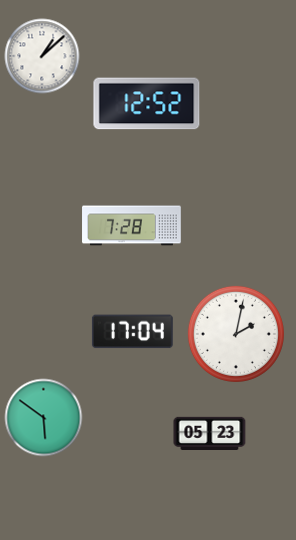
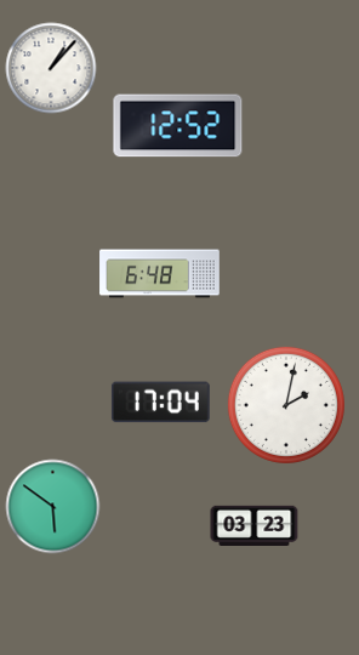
clock at (42, 56): 1:08 -> 1:07
clock at (132, 226): 7:28 -> 6:48
clock at (210, 433): 05:23 -> 03:23
